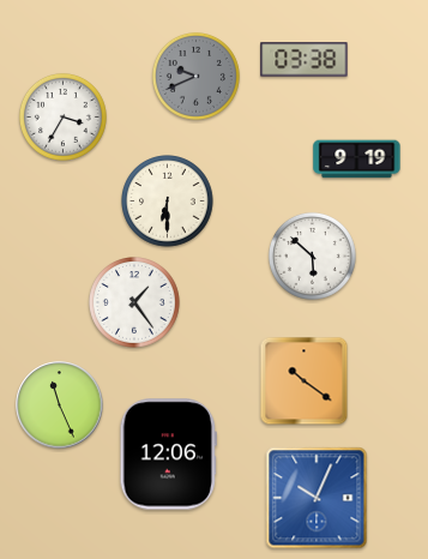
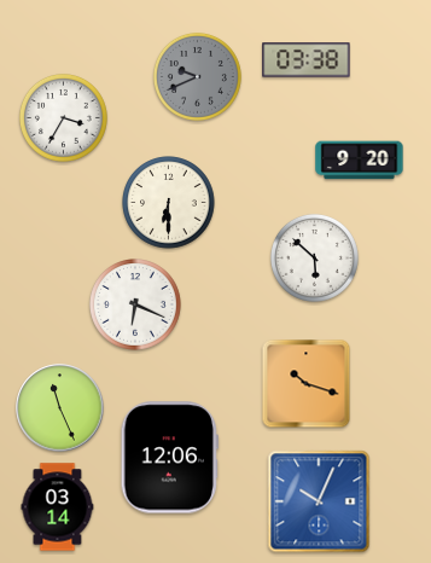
clock at (357, 160): 9:19 -> 9:20
clock at (135, 303): 1:24 -> 6:19
clock at (305, 381): 10:21 -> 10:18
clock at (58, 507): none -> 03:14
